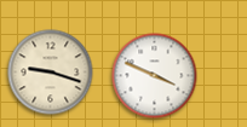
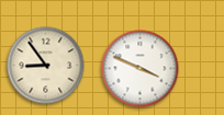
clock at (51, 73): 9:18 -> 8:54
